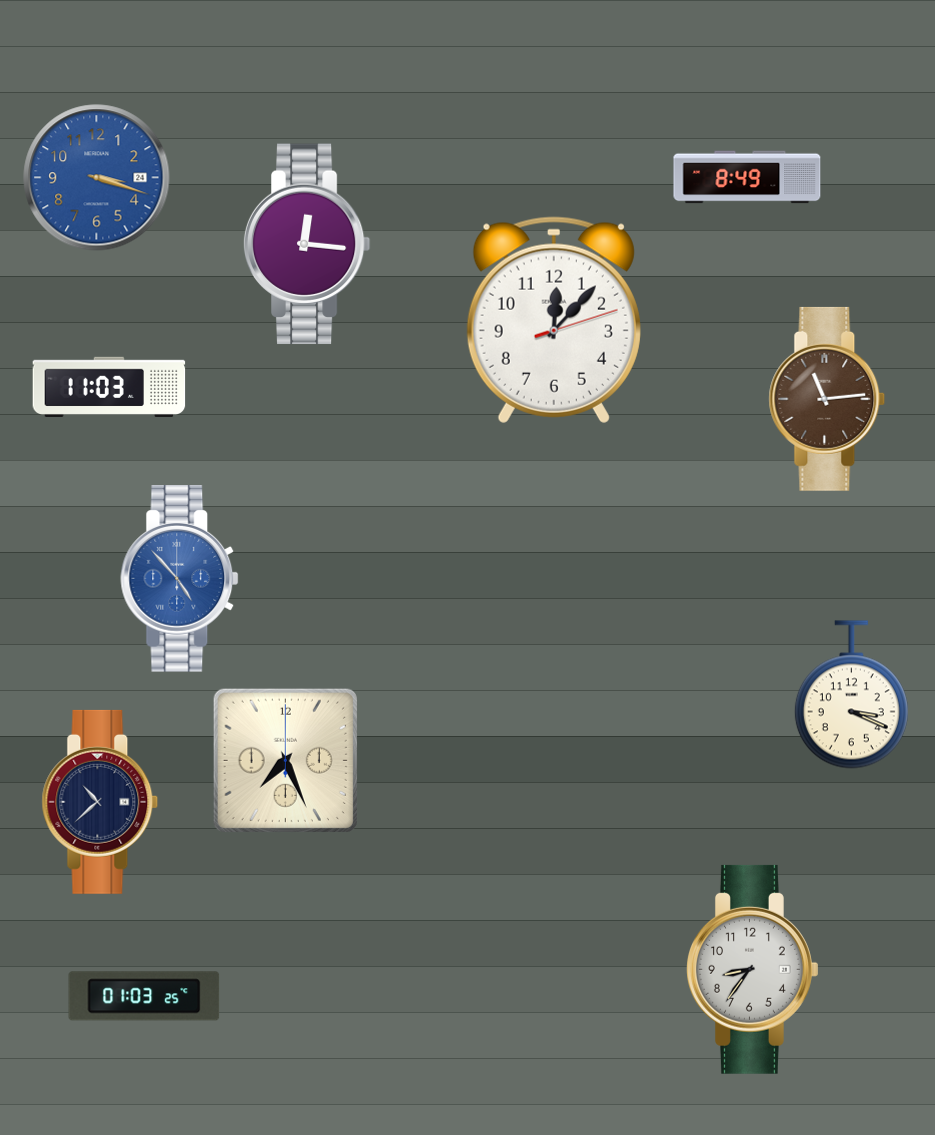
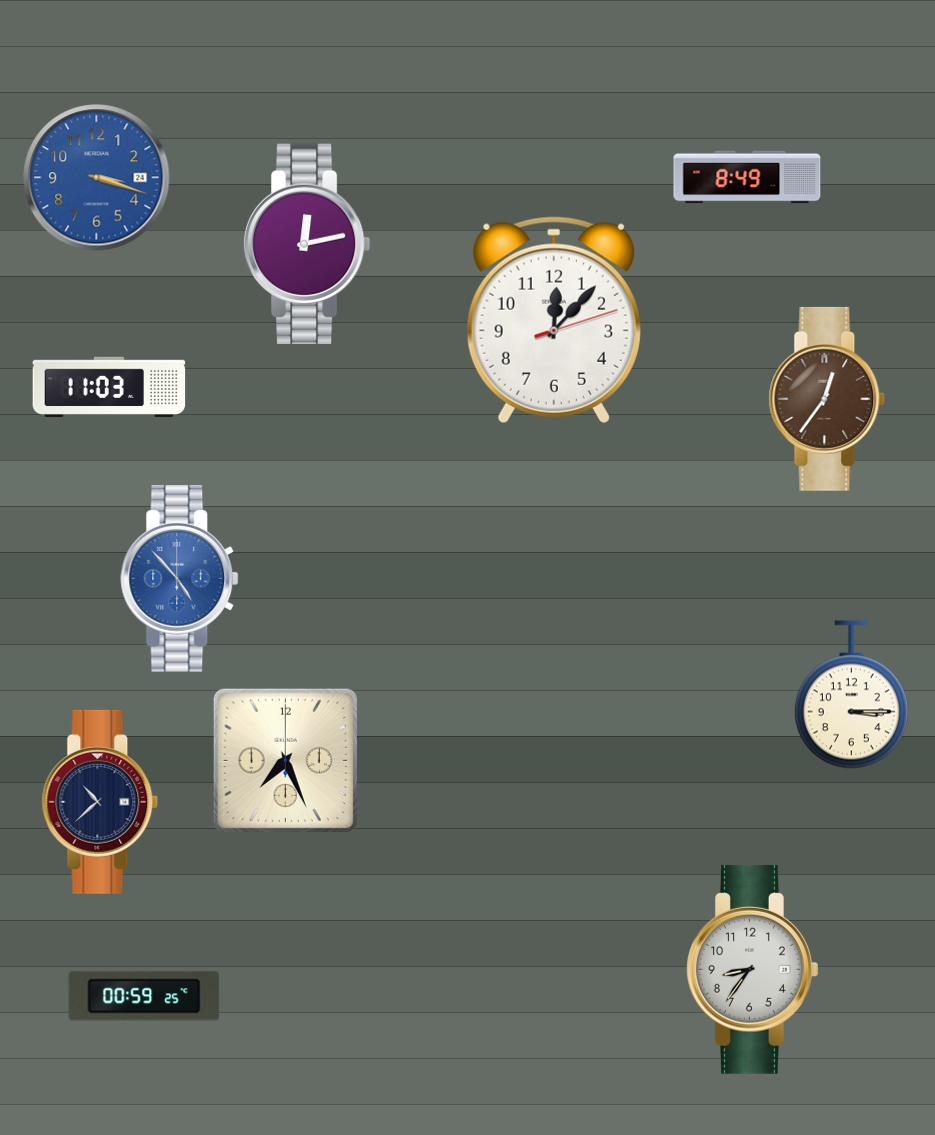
clock at (307, 244): 12:16 -> 12:13
clock at (827, 399): 11:14 -> 12:36
clock at (851, 695): 3:19 -> 3:15
clock at (144, 996): 01:03 -> 00:59
